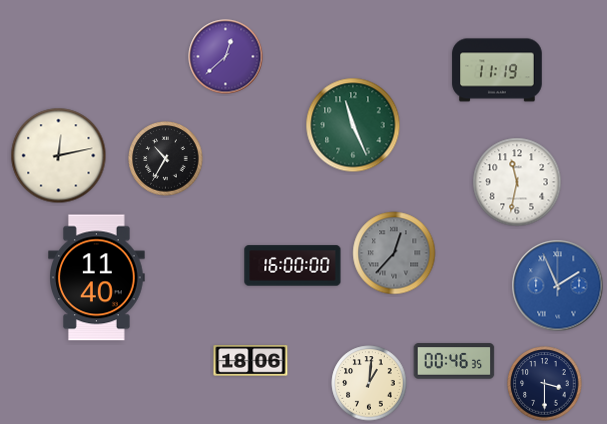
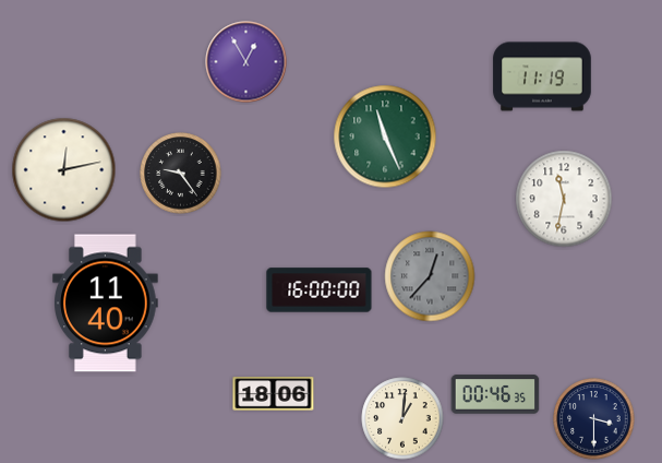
clock at (226, 57): 12:38 -> 12:55
clock at (166, 159): 10:35 -> 9:24
clock at (558, 286): 1:56 -> none
